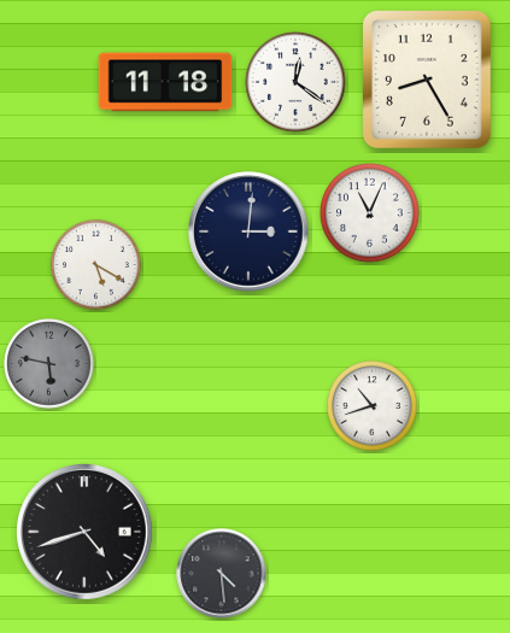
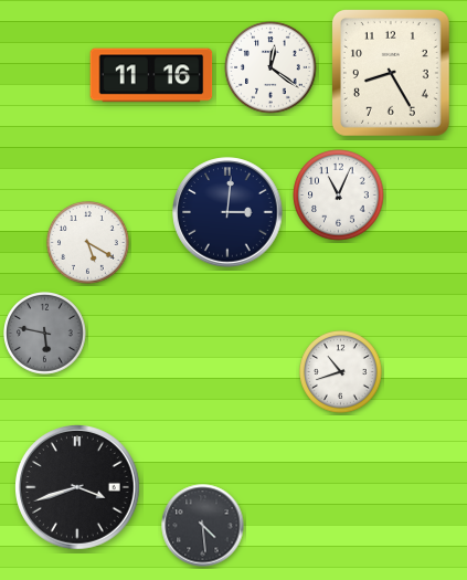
clock at (165, 82): 11:18 -> 11:16
clock at (295, 82) position: (295, 82) -> (270, 67)
clock at (86, 533): 4:42 -> 3:42
